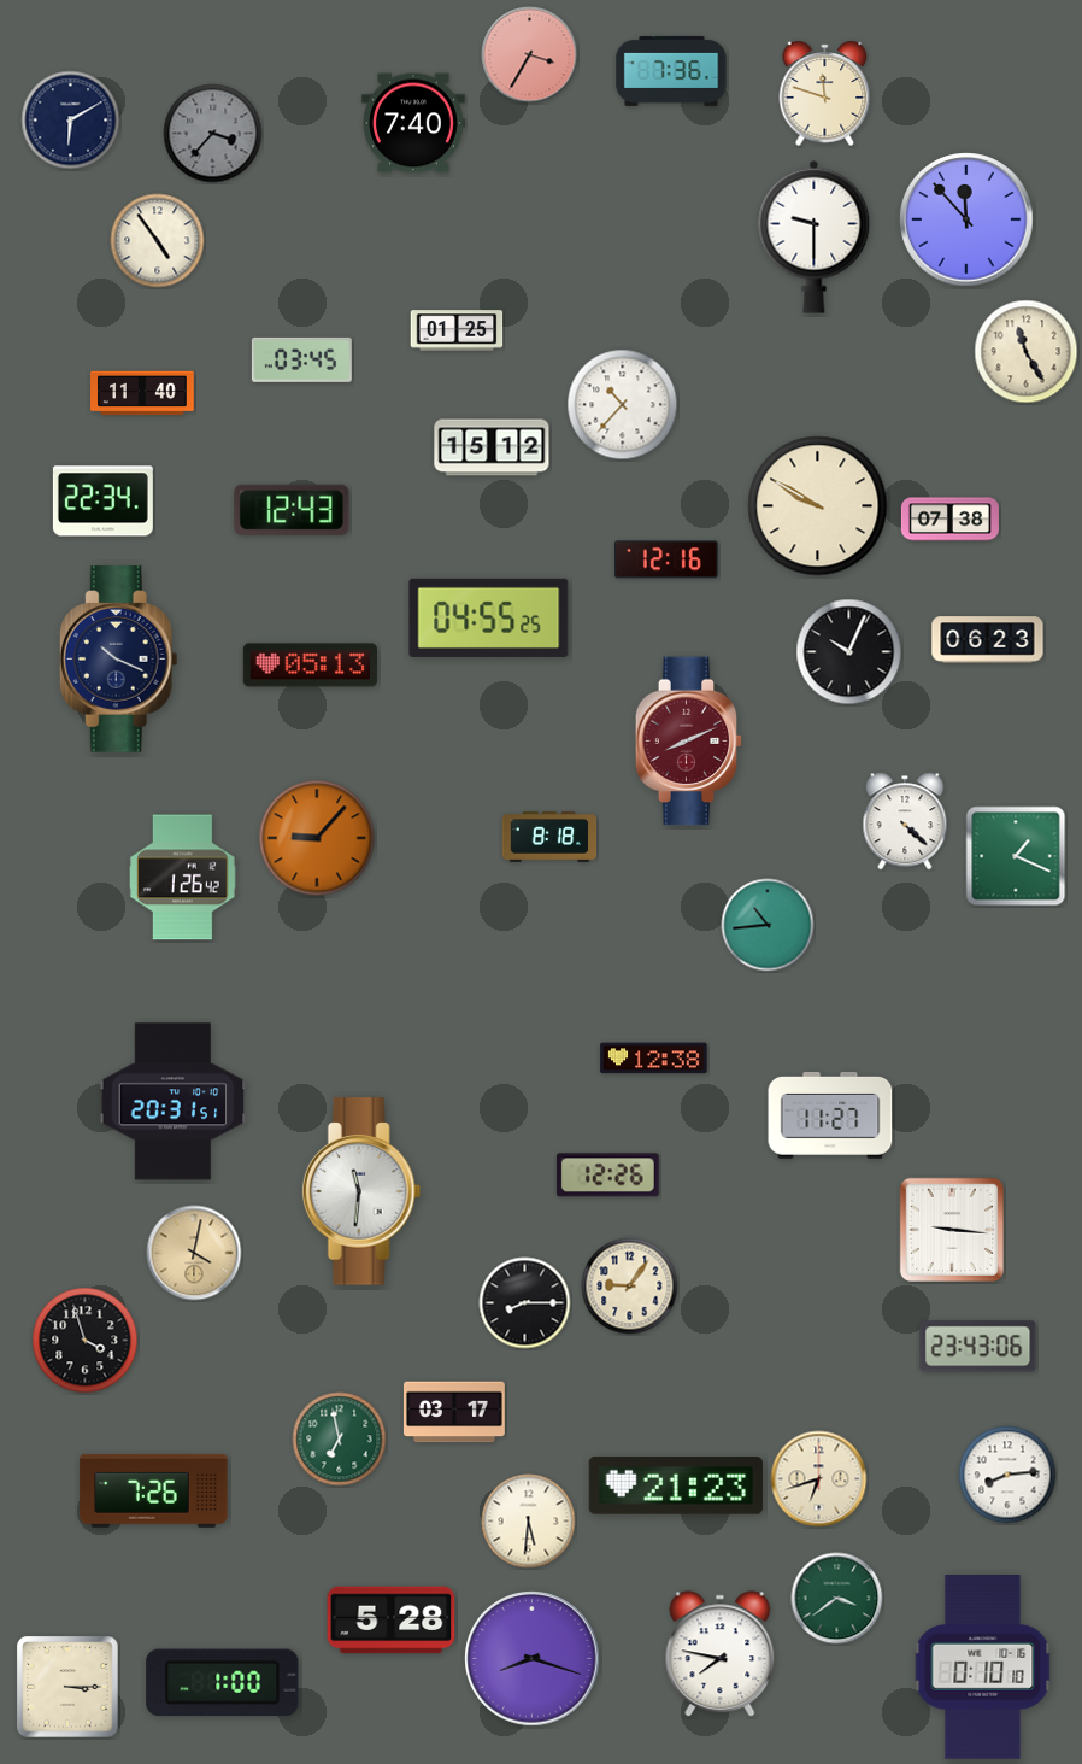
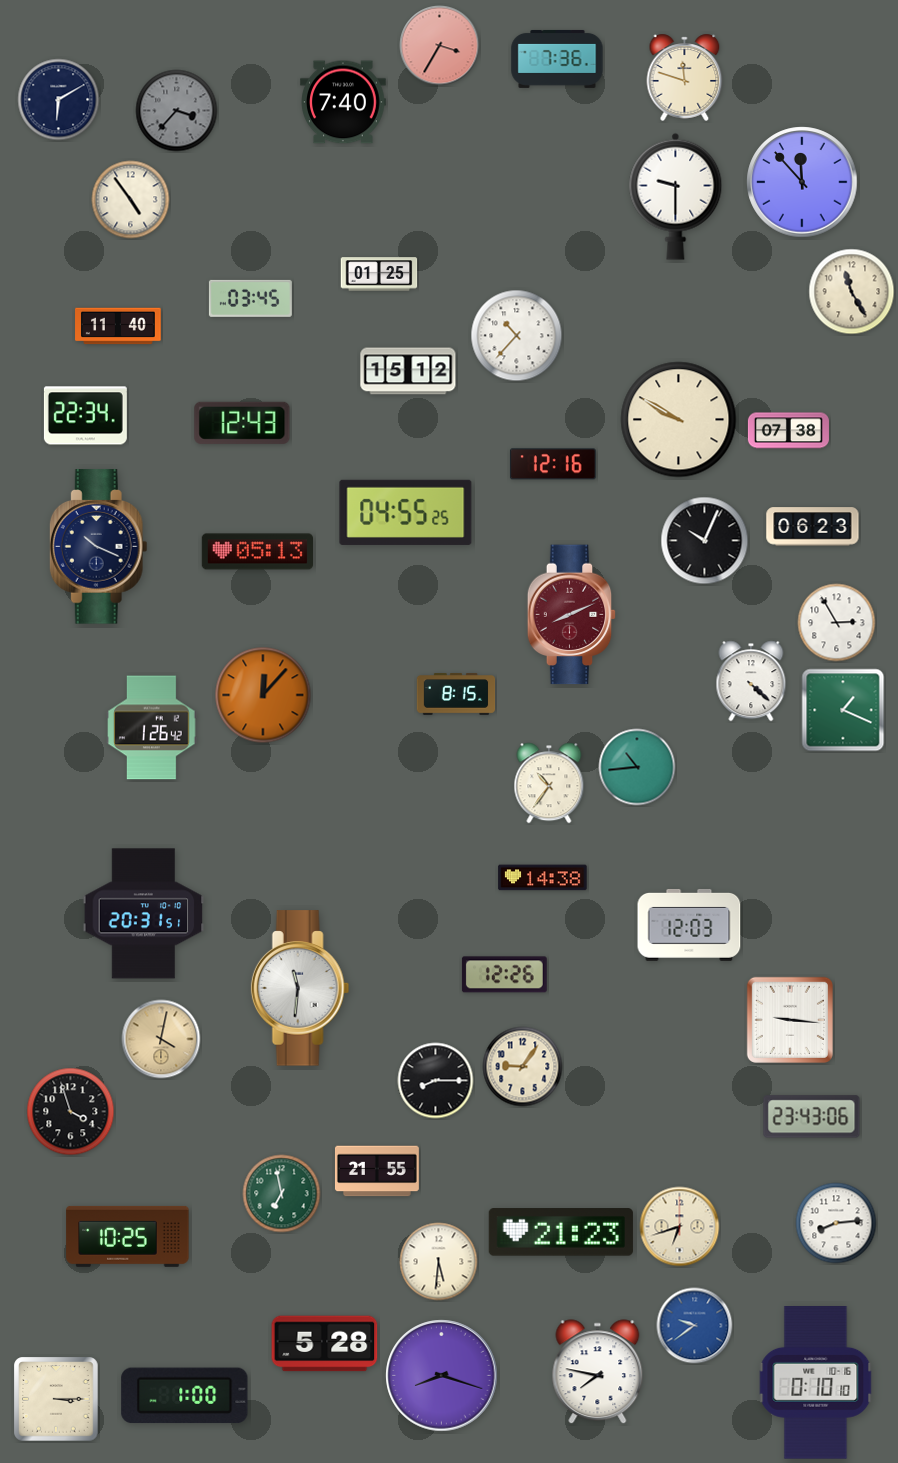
clock at (988, 640) position: (988, 640) -> (813, 527)
clock at (837, 623): none -> 2:55
clock at (549, 837): 8:18 -> 8:15
clock at (317, 838): 9:07 -> 12:07
clock at (549, 783): none -> 10:36
clock at (654, 1059): 12:38 -> 14:38
clock at (830, 1115): 11:27 -> 12:03
clock at (454, 1412): 03:17 -> 21:55
clock at (154, 1490): 7:26 -> 10:25
clock at (837, 1599): 3:39 -> 9:39
clock at (837, 1599) dial: green -> blue
